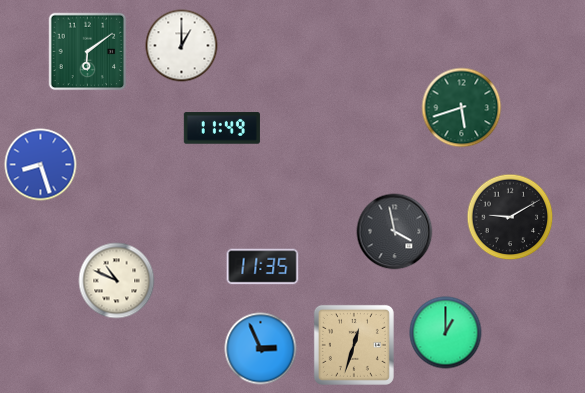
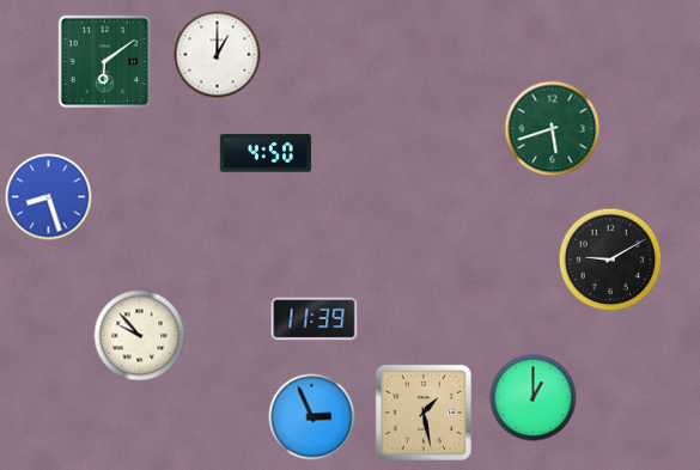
clock at (222, 128): 11:49 -> 4:50
clock at (395, 232): 3:58 -> none
clock at (263, 267): 11:35 -> 11:39
clock at (117, 281): 10:49 -> 9:53
clock at (354, 345): 12:33 -> 1:28
